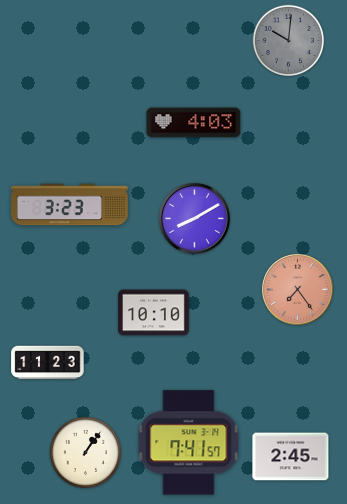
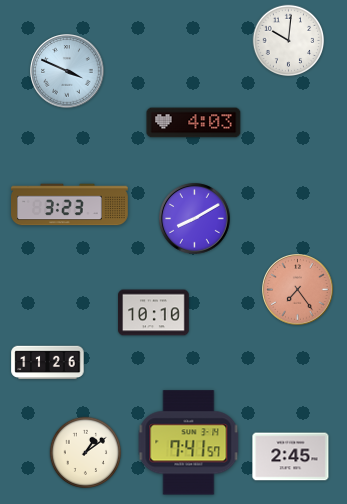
clock at (289, 41) dial: grey -> white
clock at (67, 71): none -> 3:49
clock at (48, 363): 11:23 -> 11:26
clock at (86, 453): 1:06 -> 1:09
